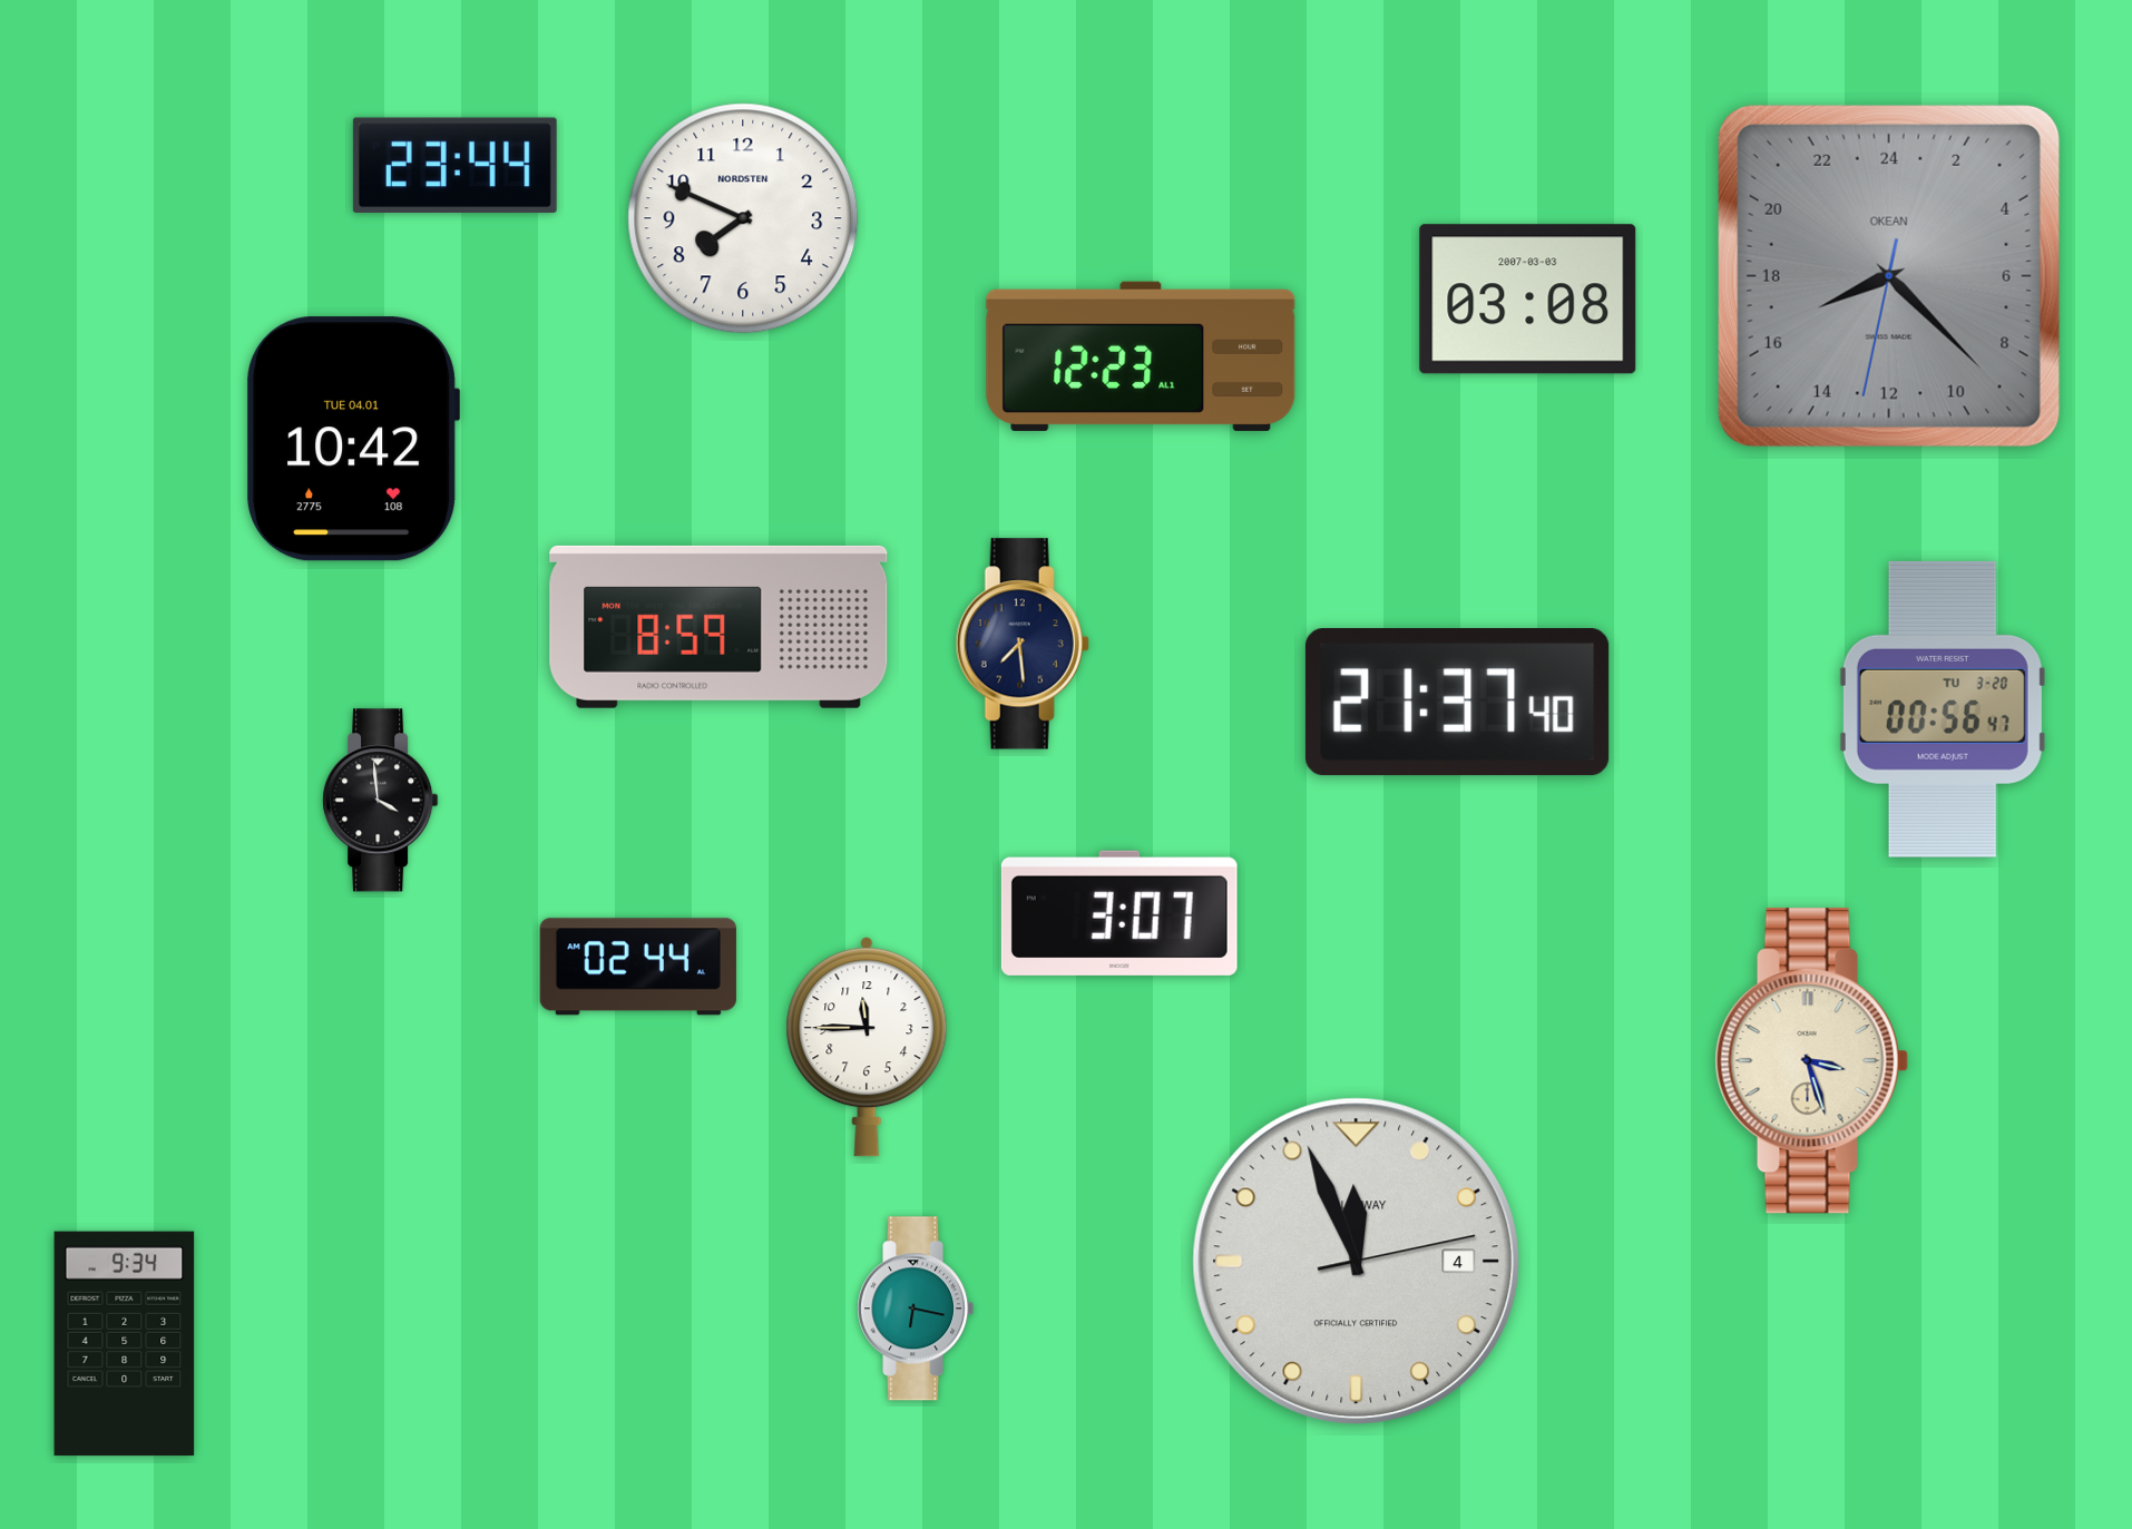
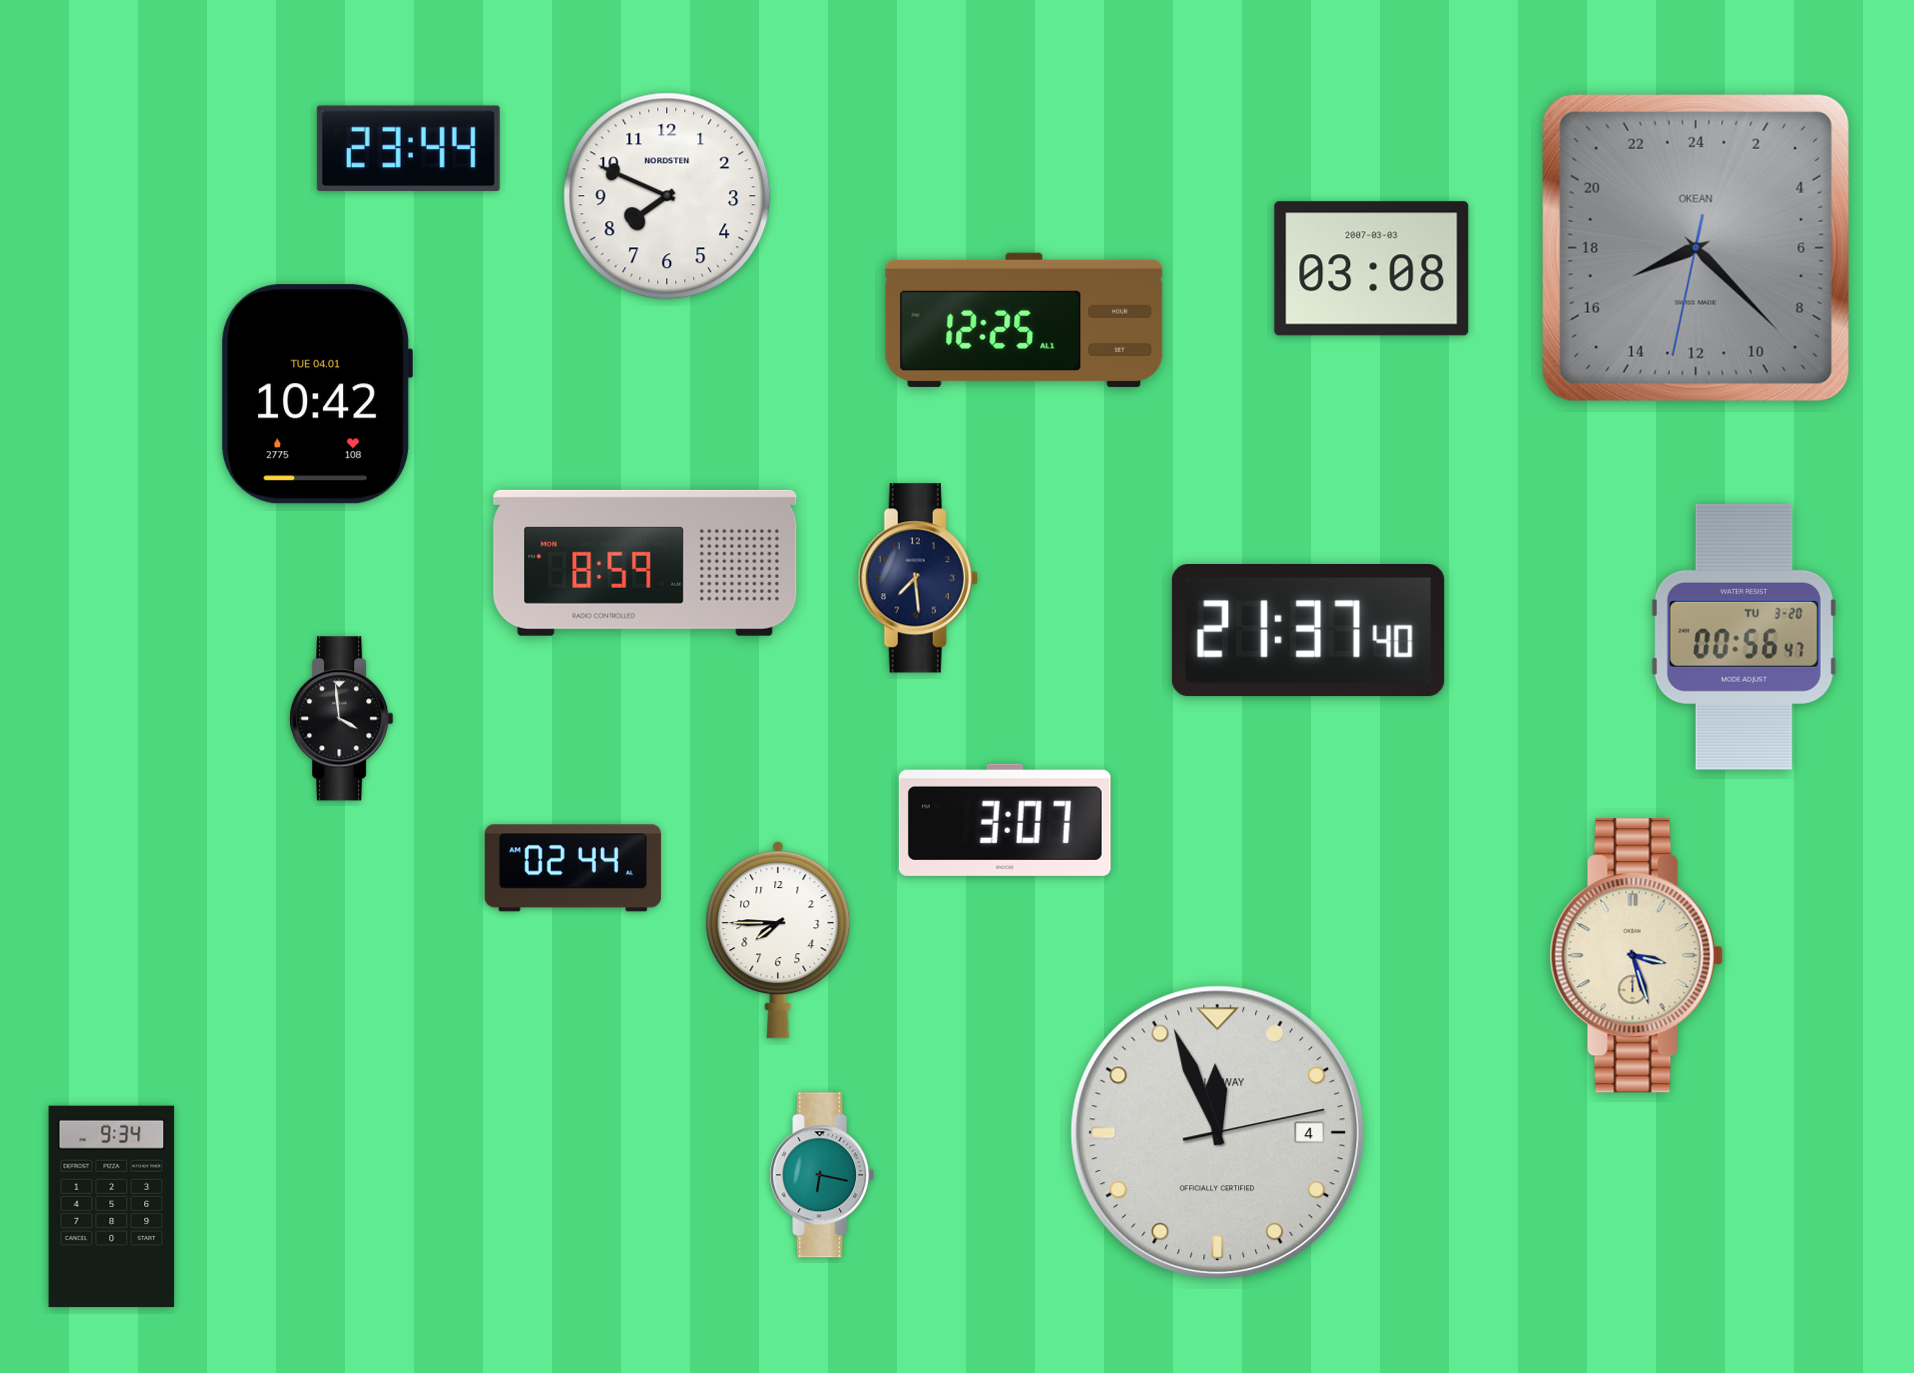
clock at (1141, 356): 12:23 -> 12:25
clock at (867, 1047): 11:45 -> 7:45
clock at (1811, 1061) position: (1811, 1061) -> (1636, 956)
